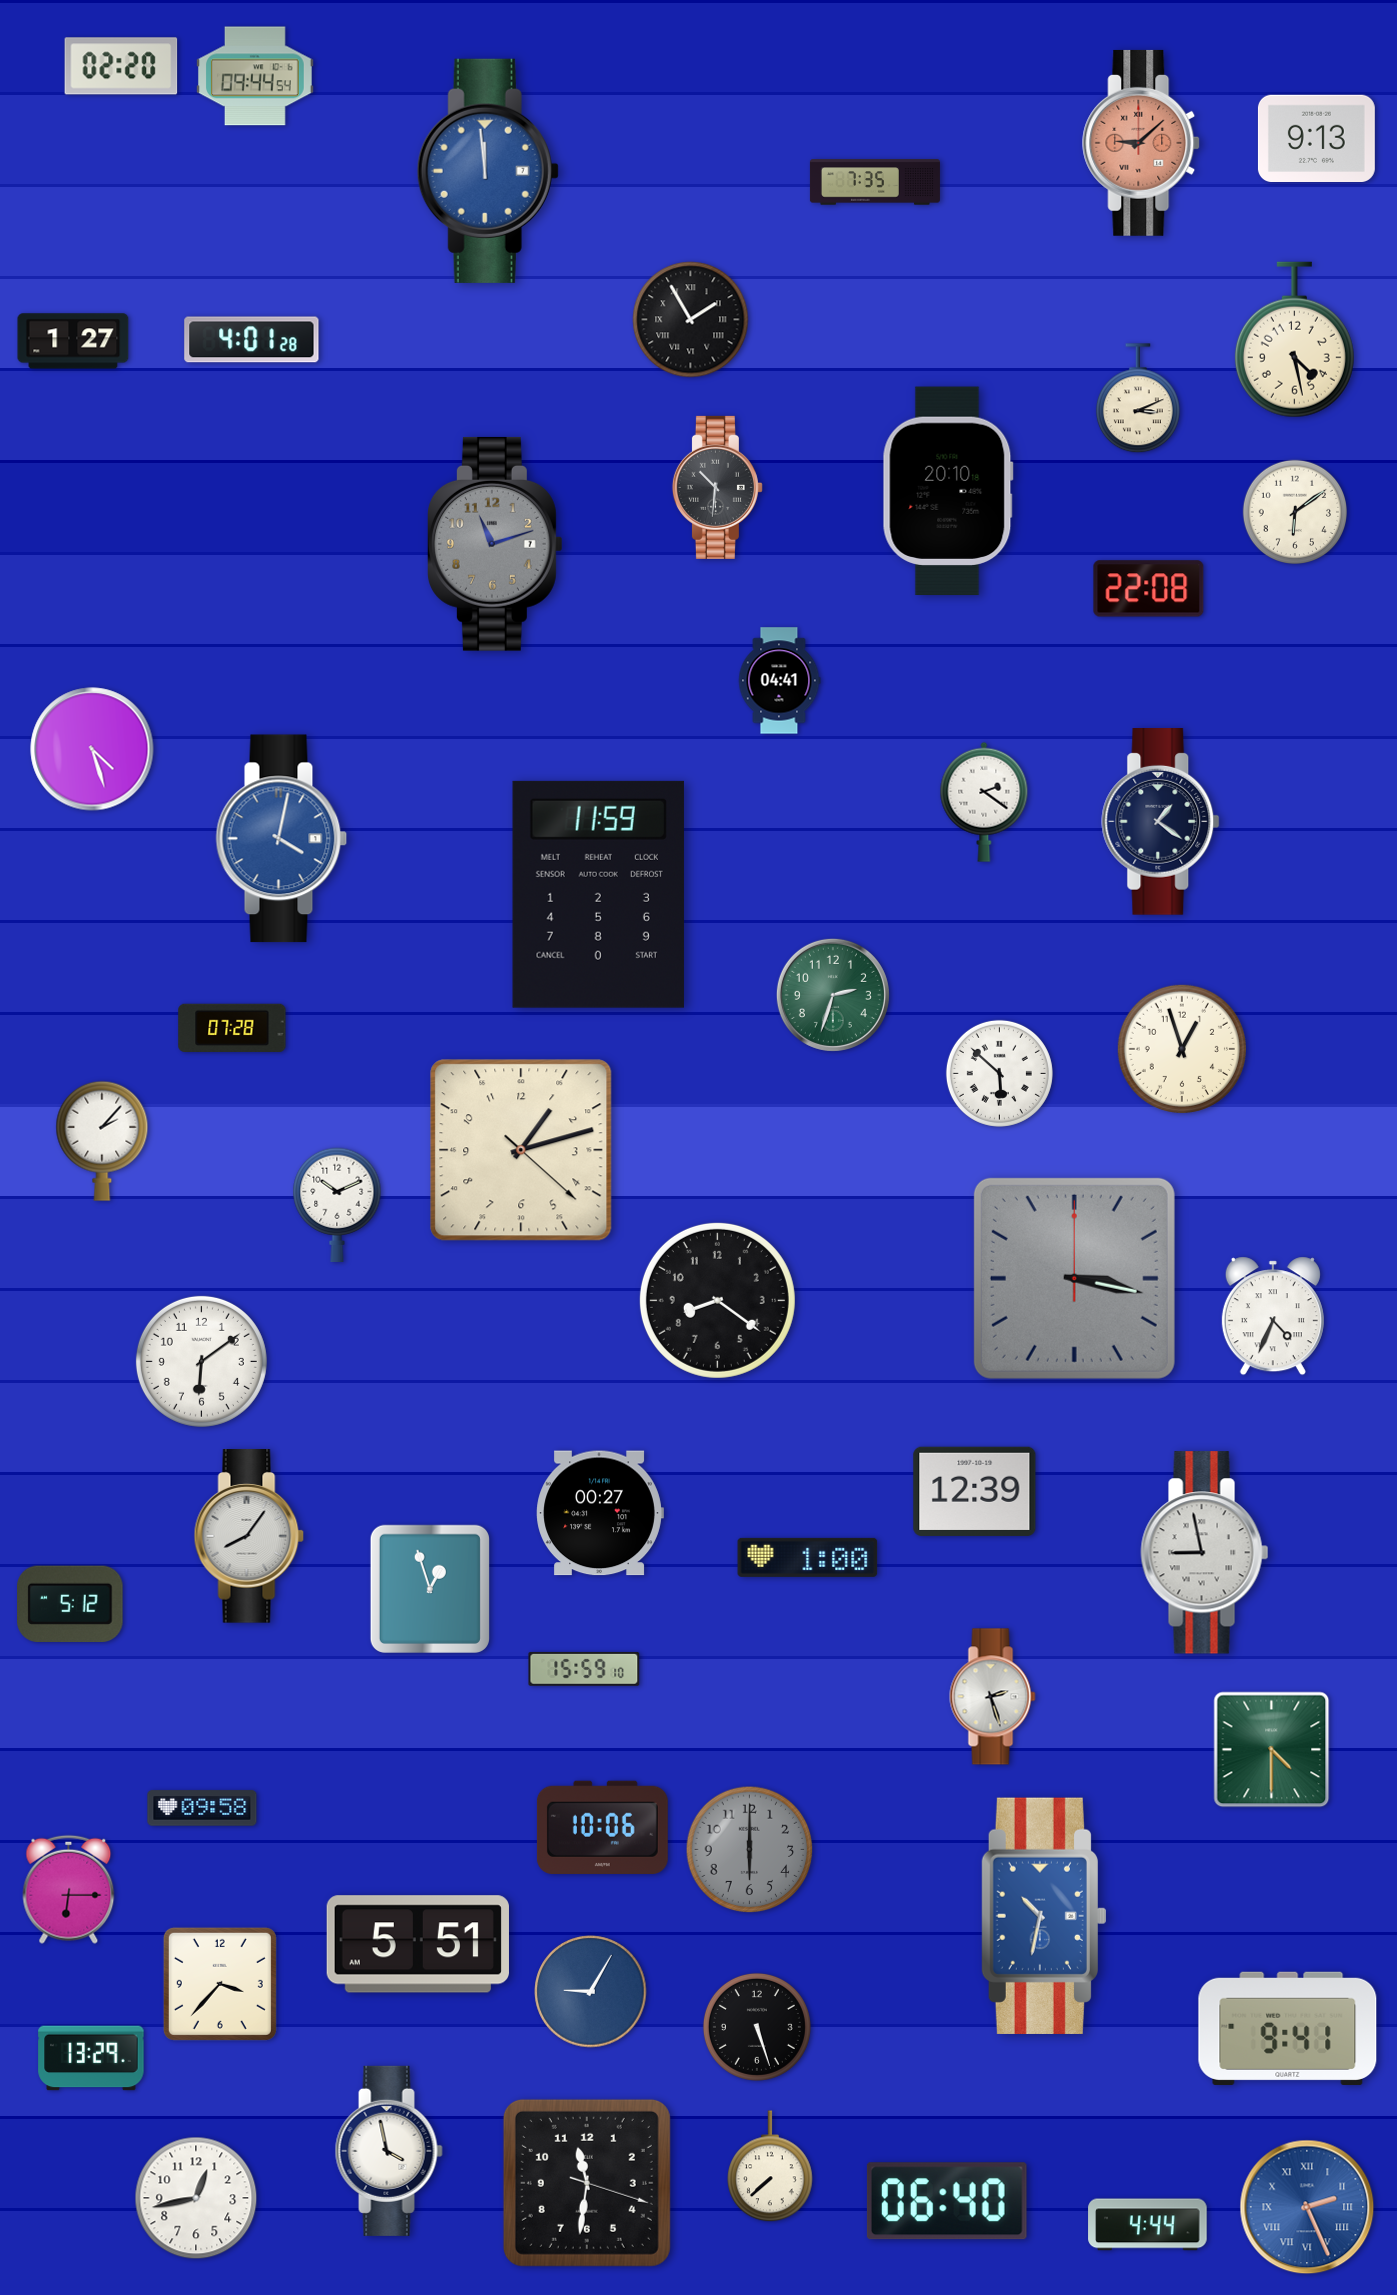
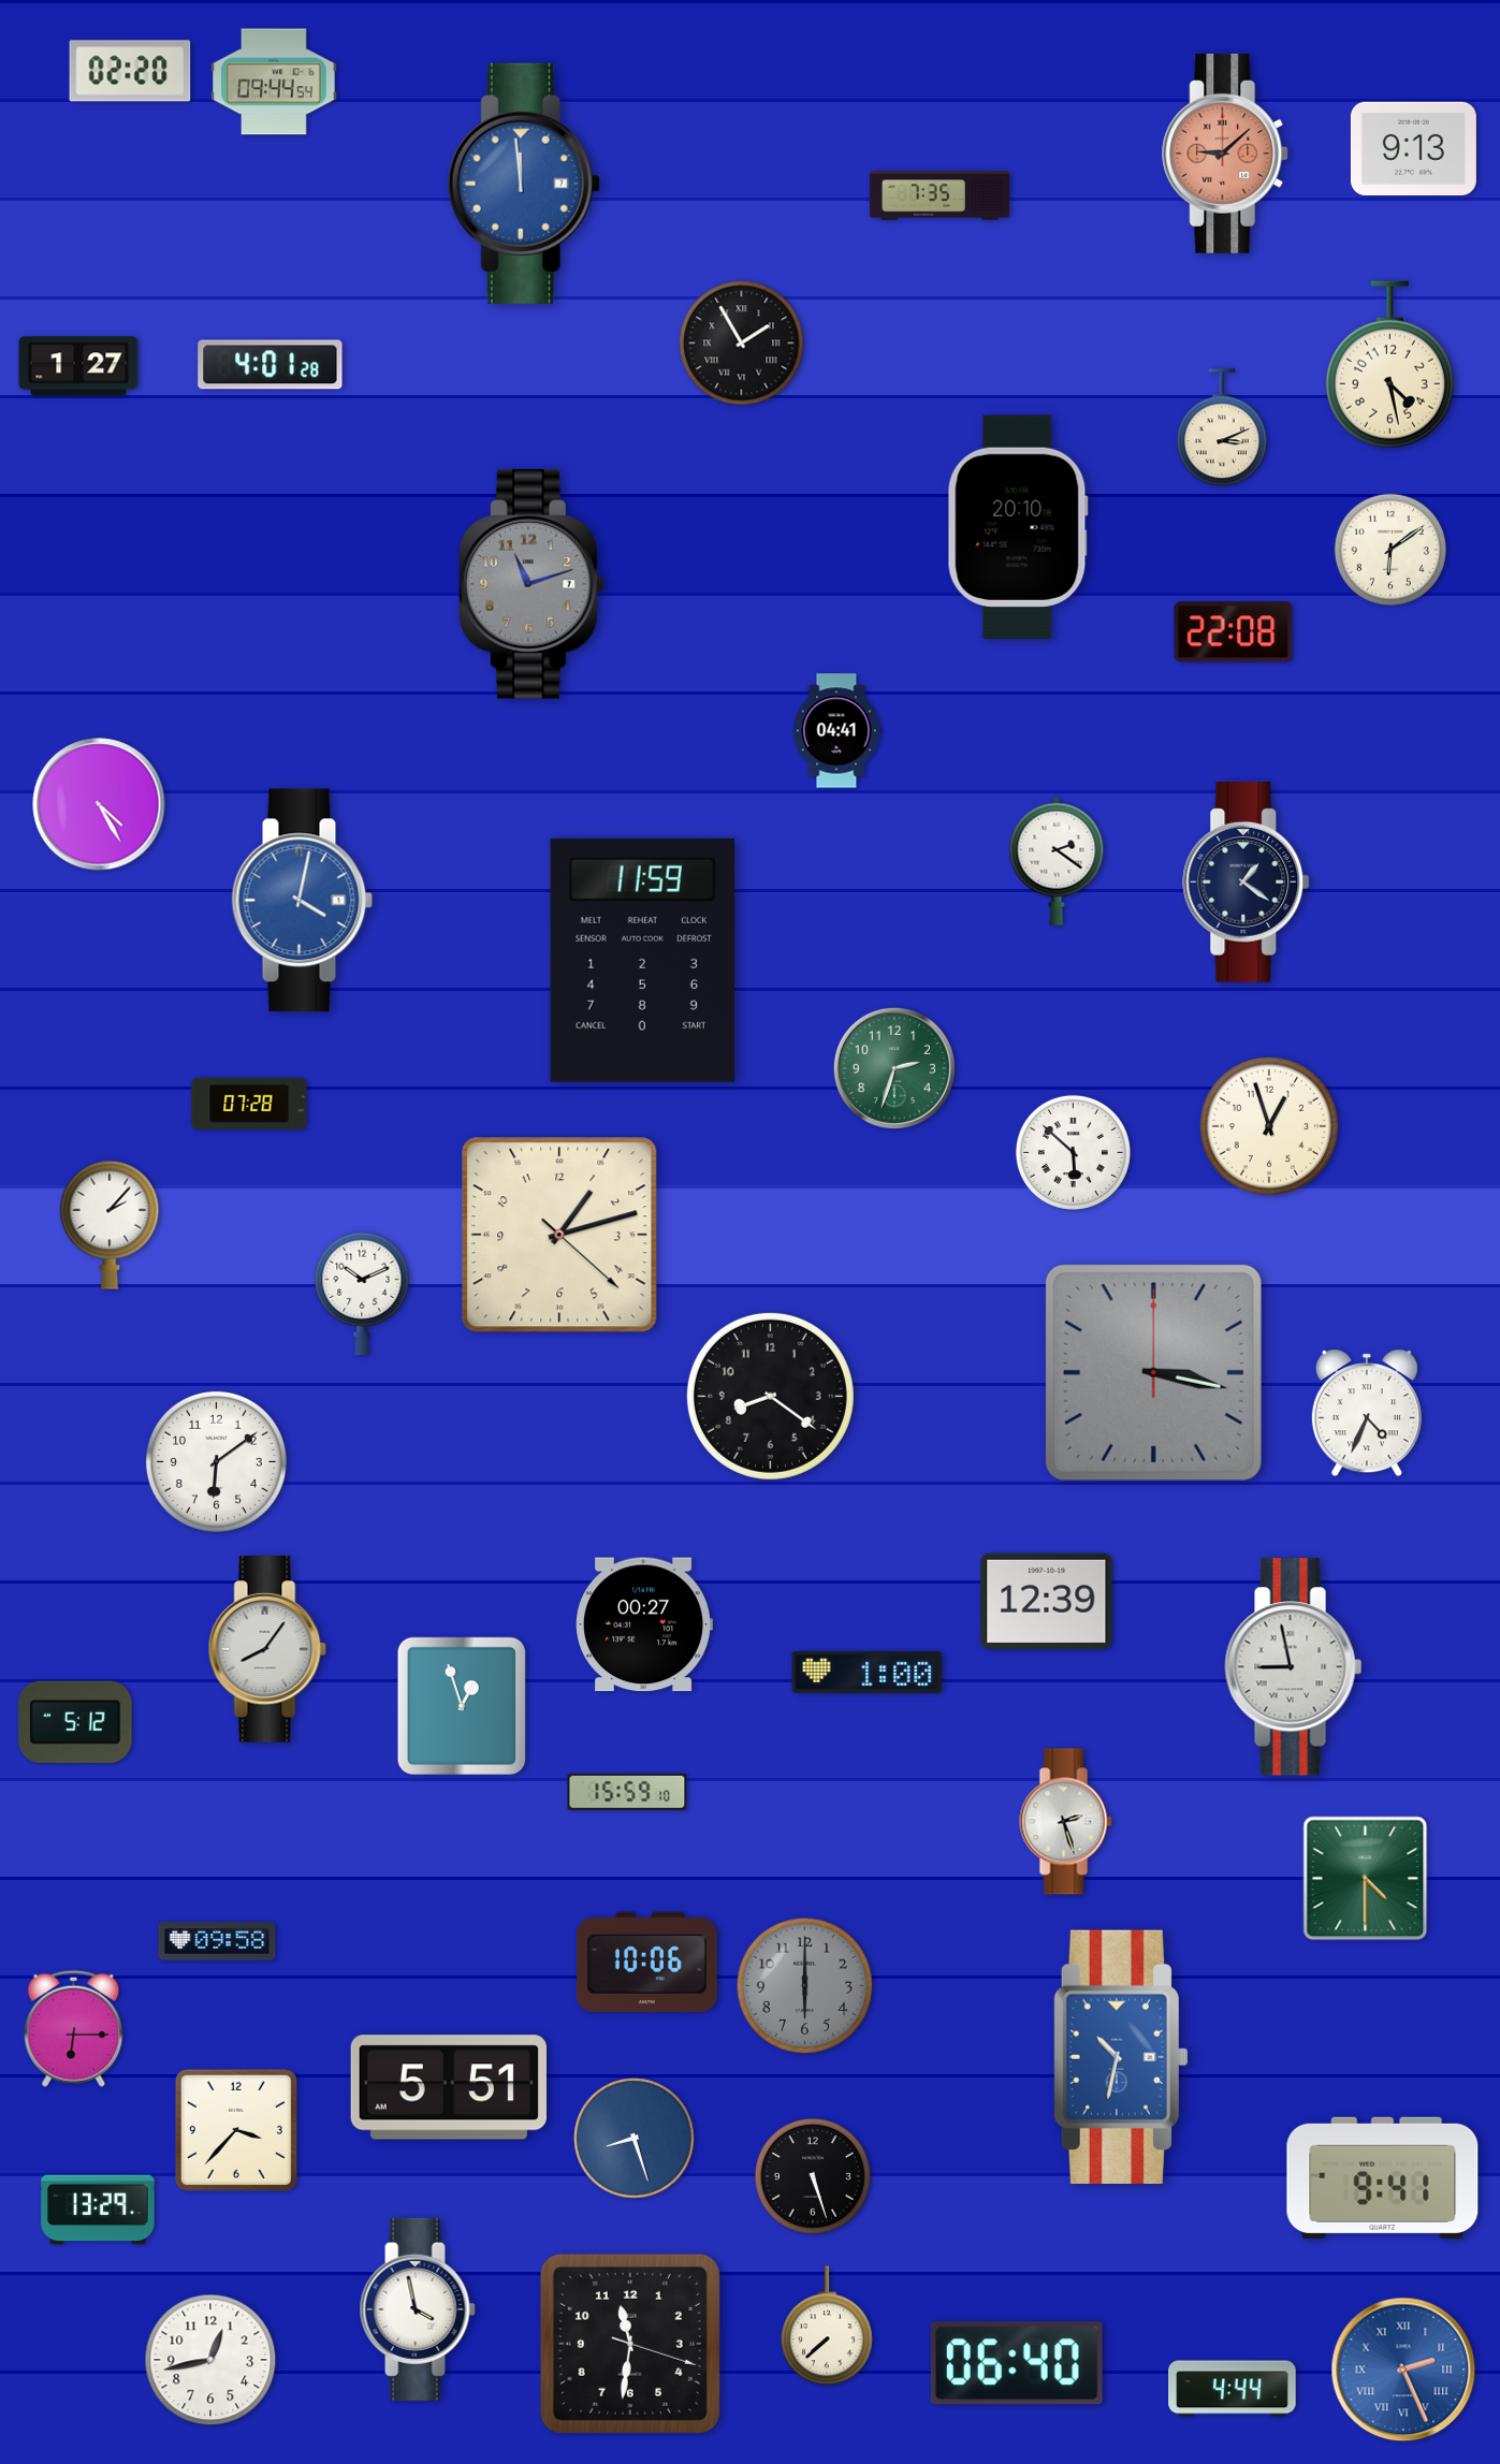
clock at (717, 487): 10:31 -> none
clock at (92, 749): 4:27 -> 4:25
clock at (591, 1992): 9:05 -> 8:27
